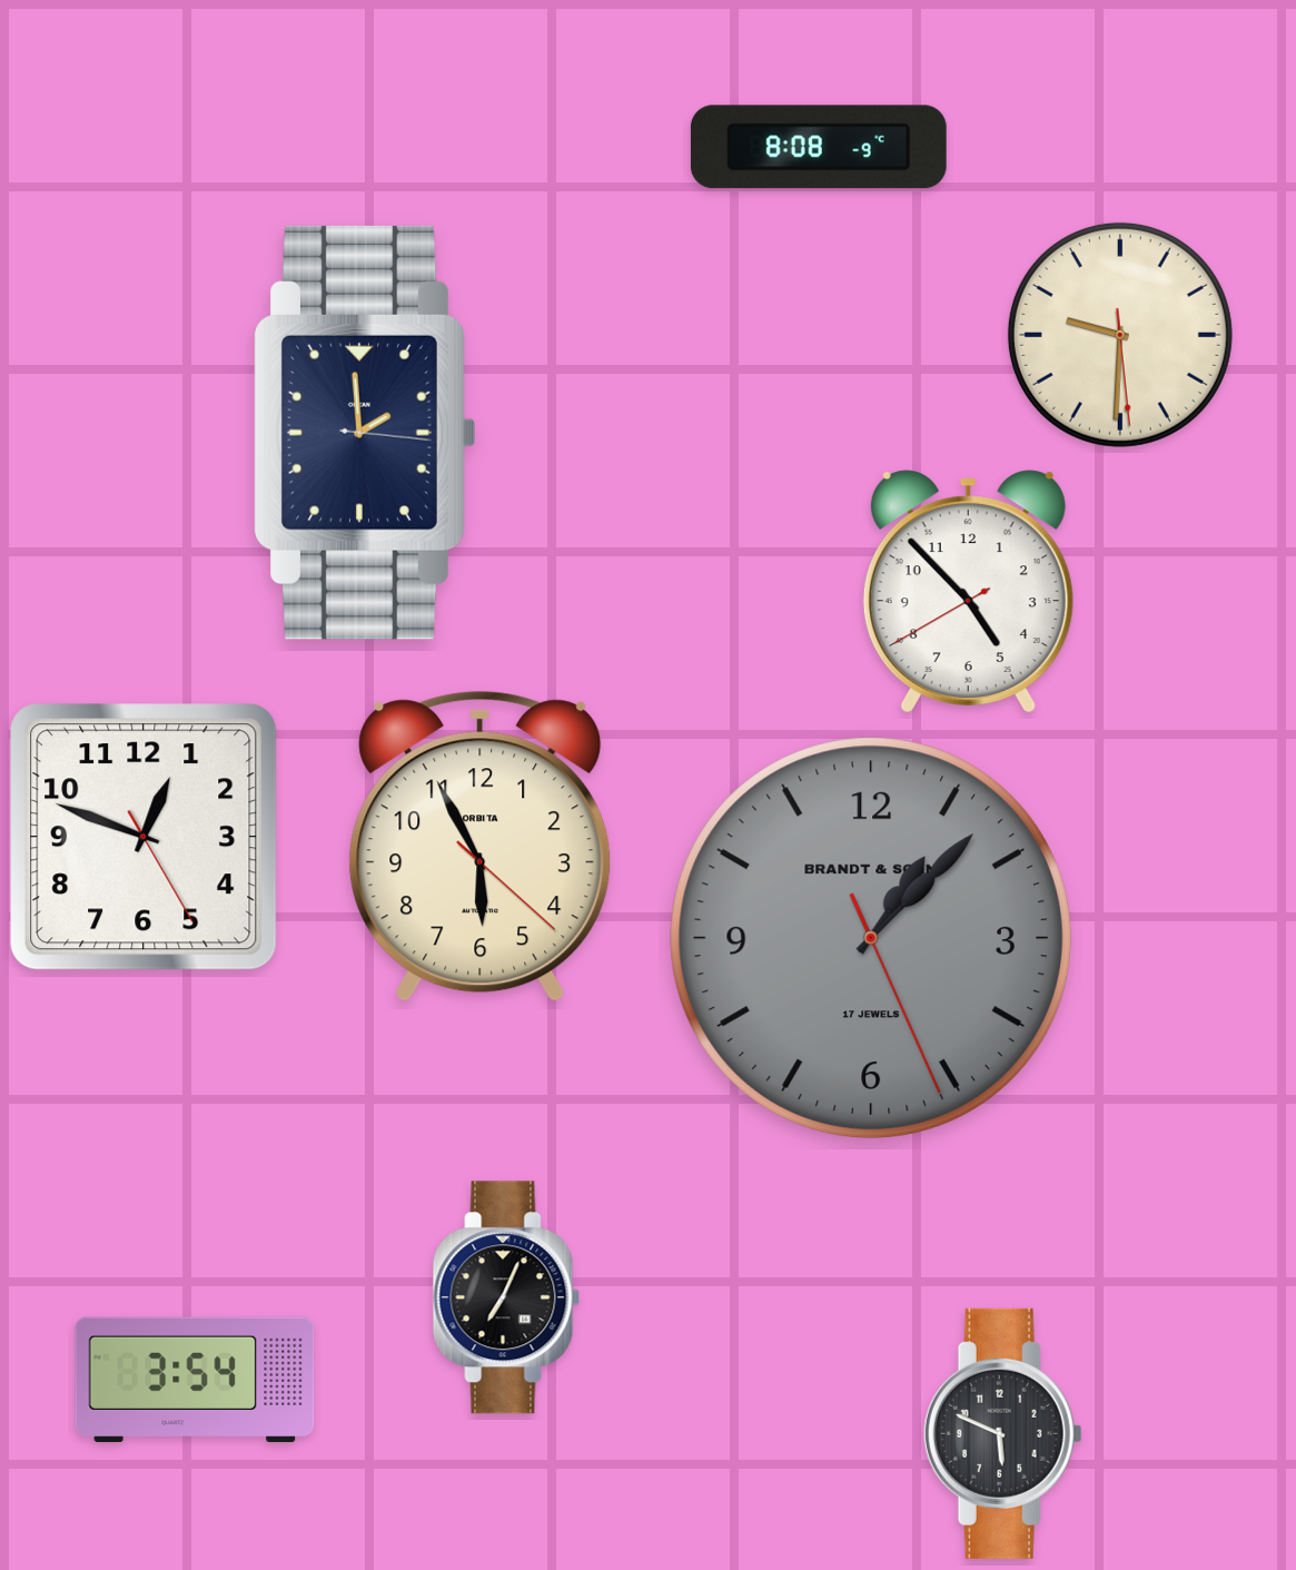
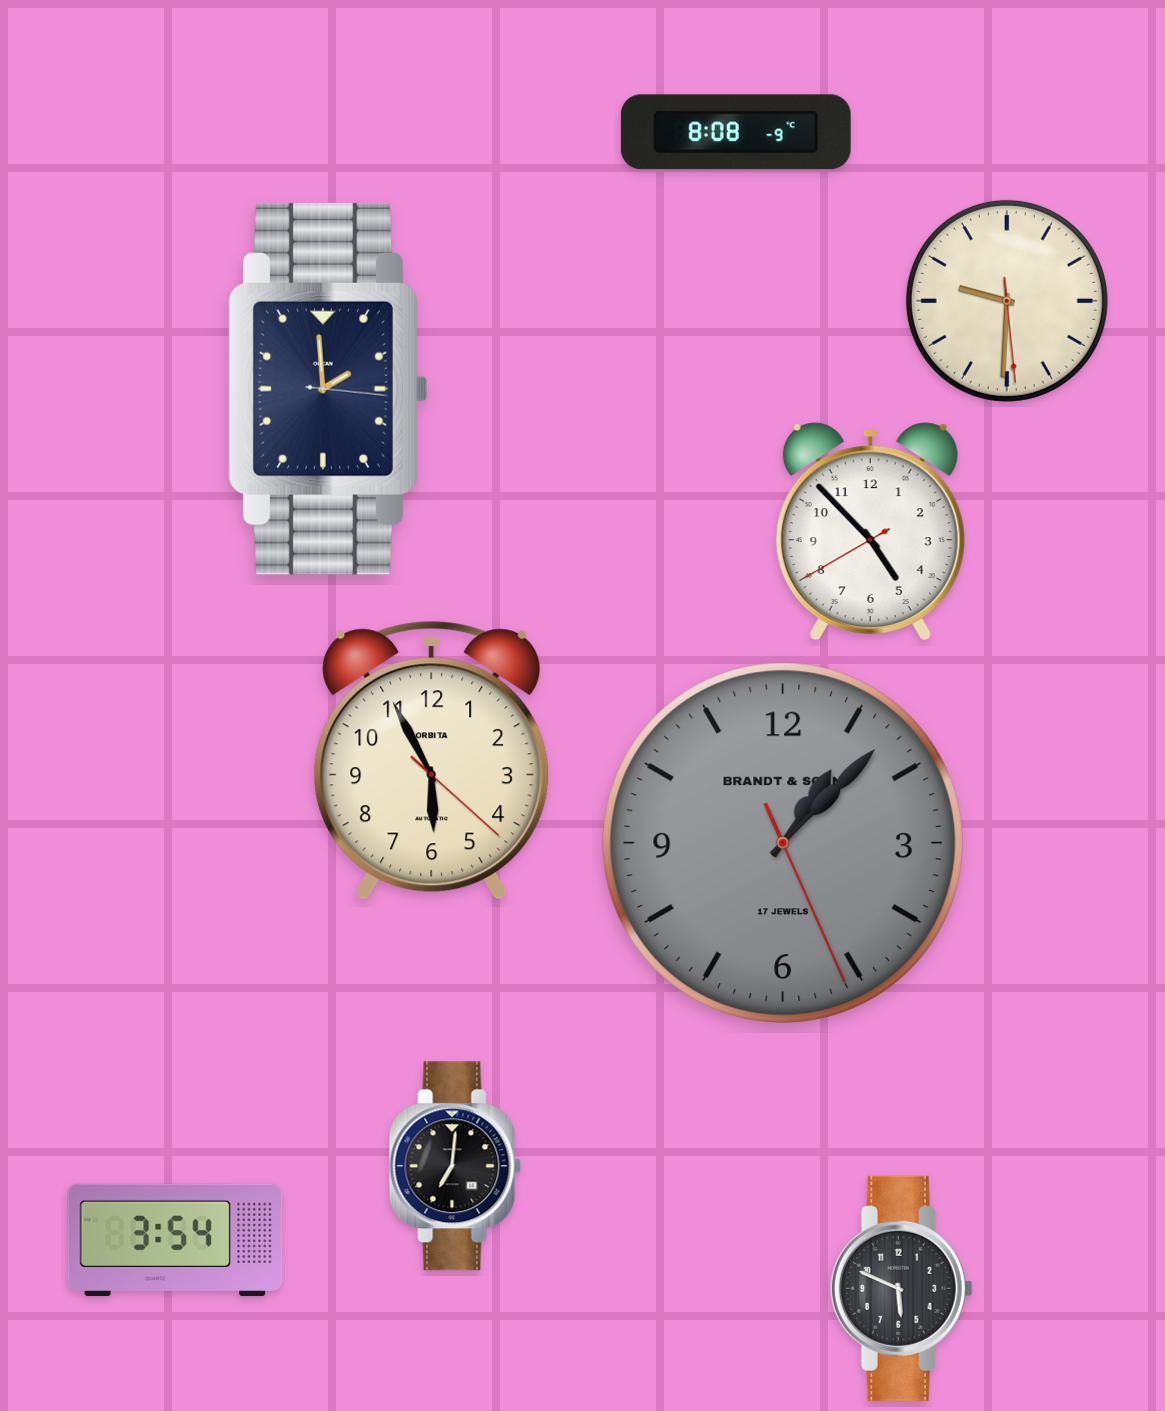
clock at (144, 837): 12:48 -> none
clock at (506, 1297): 7:04 -> 7:01
